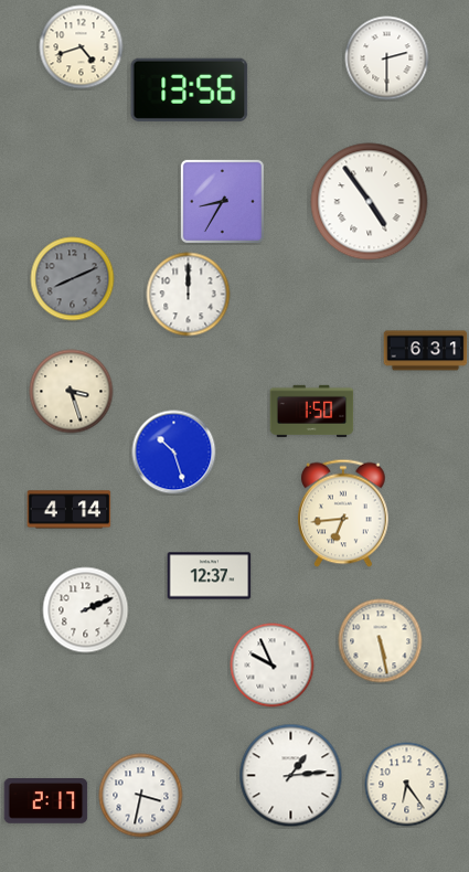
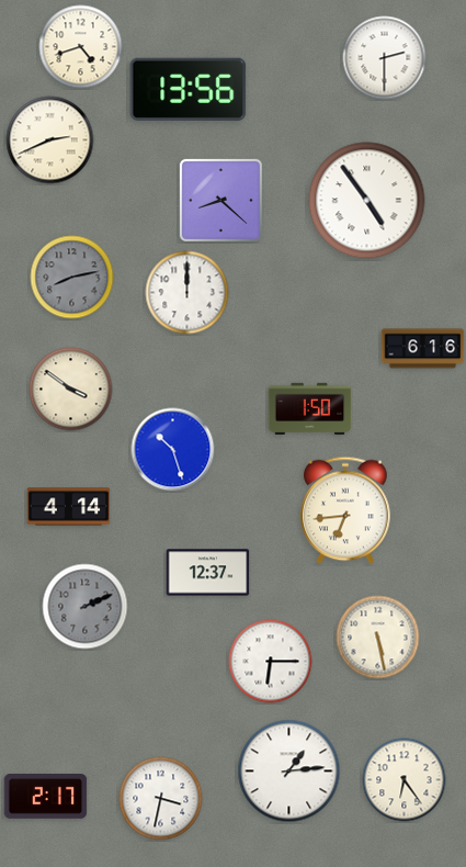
clock at (50, 140): none -> 2:41
clock at (222, 201): 8:35 -> 8:22
clock at (73, 279): 8:11 -> 8:13
clock at (426, 351): 6:31 -> 6:16
clock at (72, 392): 3:27 -> 3:51
clock at (343, 513) position: (343, 513) -> (345, 510)
clock at (86, 610) dial: white -> grey
clock at (273, 666): 9:56 -> 6:15
clock at (141, 796) position: (141, 796) -> (161, 799)
